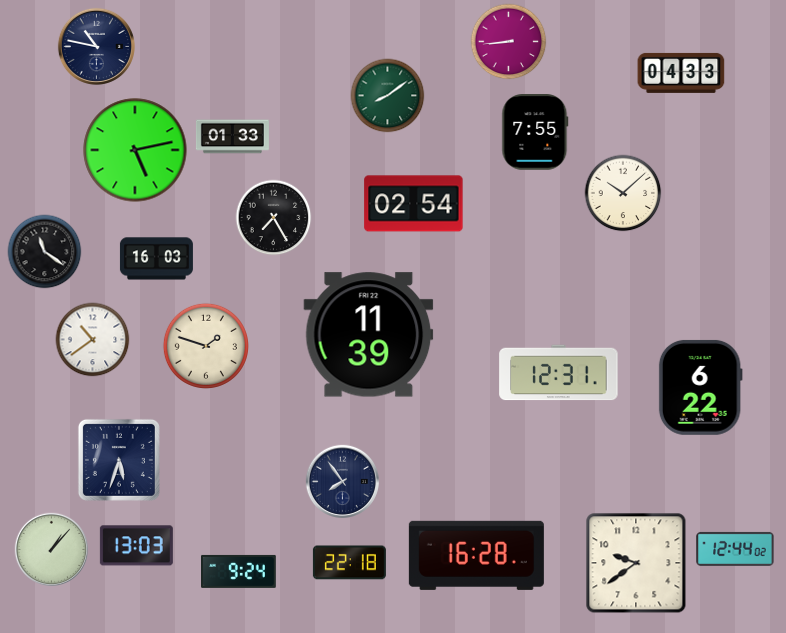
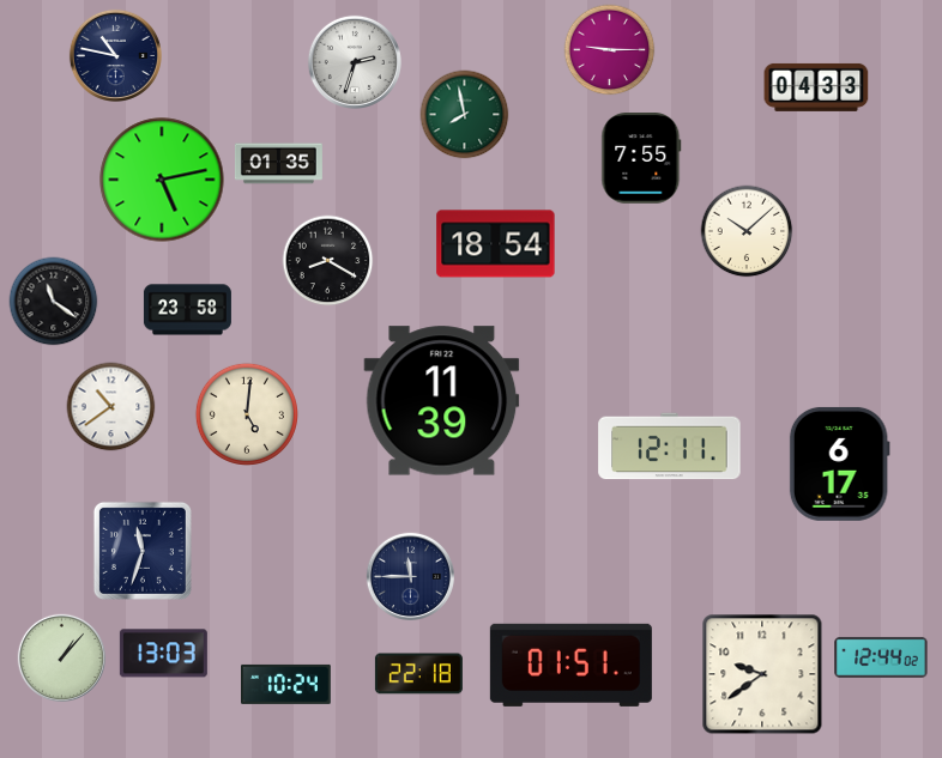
clock at (509, 42): 8:44 -> 9:15
clock at (355, 62): none -> 2:33
clock at (388, 96): 8:09 -> 7:58
clock at (232, 137): 01:33 -> 01:35
clock at (414, 204): 02:54 -> 18:54
clock at (274, 218): 7:25 -> 8:20
clock at (156, 259): 16:03 -> 23:58
clock at (206, 346): 1:48 -> 5:01
clock at (559, 373): 12:31 -> 12:11
clock at (700, 387): 6:22 -> 6:17
clock at (119, 460): 5:33 -> 11:33
clock at (342, 481): 7:54 -> 11:45
clock at (476, 555): 16:28 -> 01:51
clock at (239, 571): 9:24 -> 10:24
